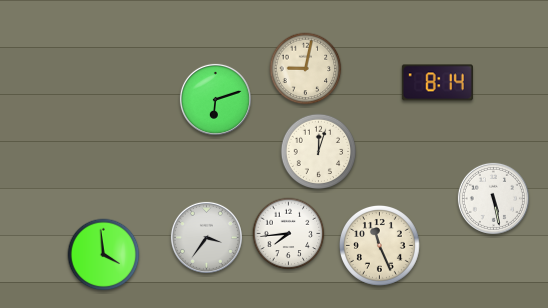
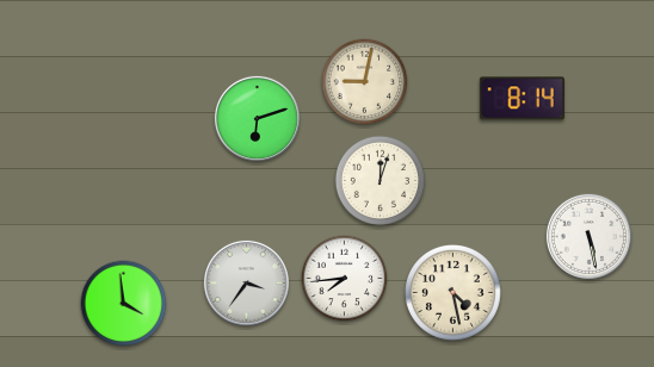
clock at (379, 245): 11:26 -> 4:28
